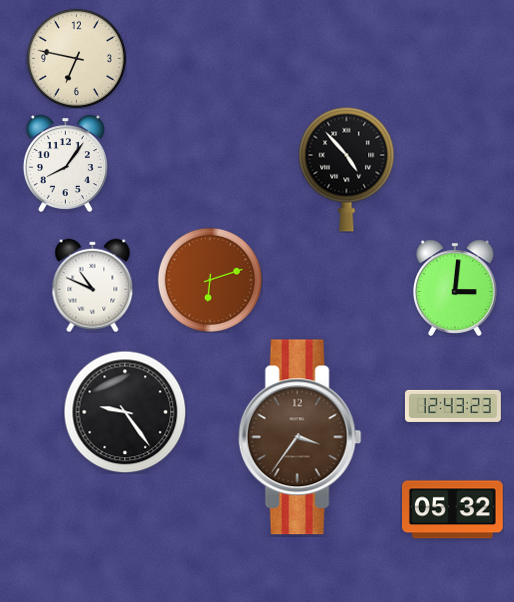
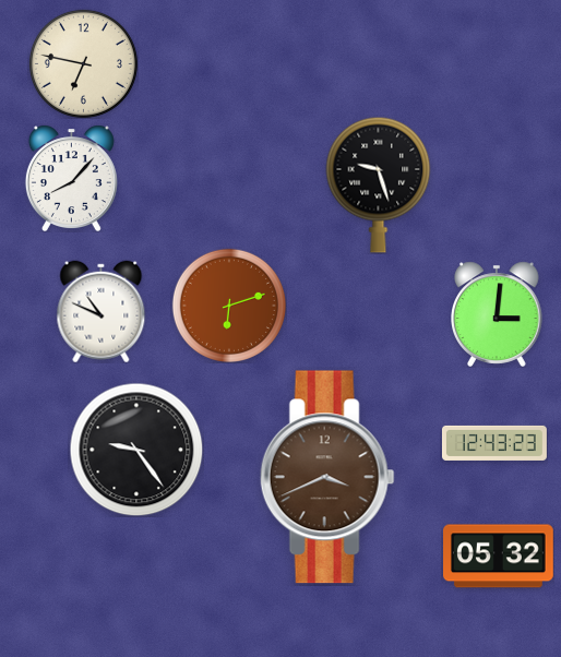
clock at (65, 163): 8:06 -> 8:07
clock at (347, 169): 4:53 -> 9:27
clock at (300, 437): 3:36 -> 3:41
clock at (453, 510) position: (453, 510) -> (499, 557)
